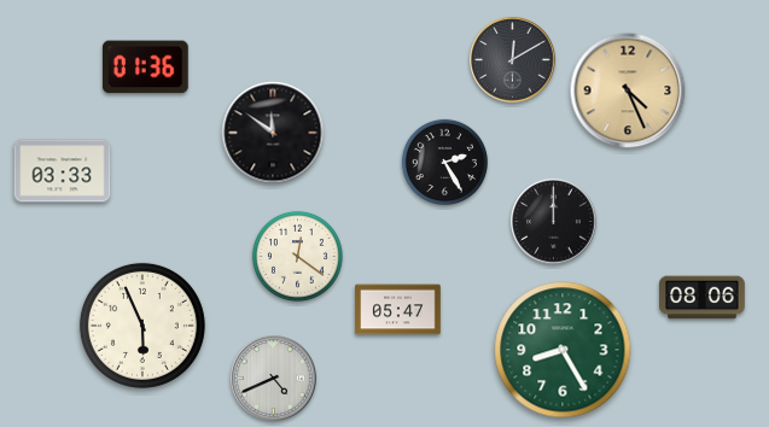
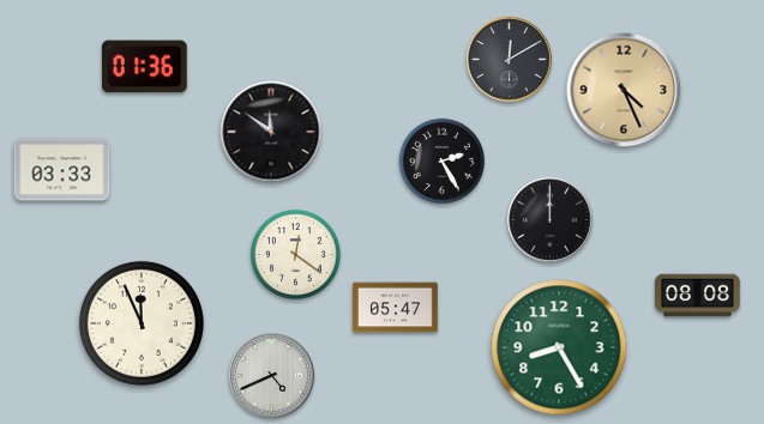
clock at (703, 298): 08:06 -> 08:08
clock at (142, 326): 5:56 -> 11:56
